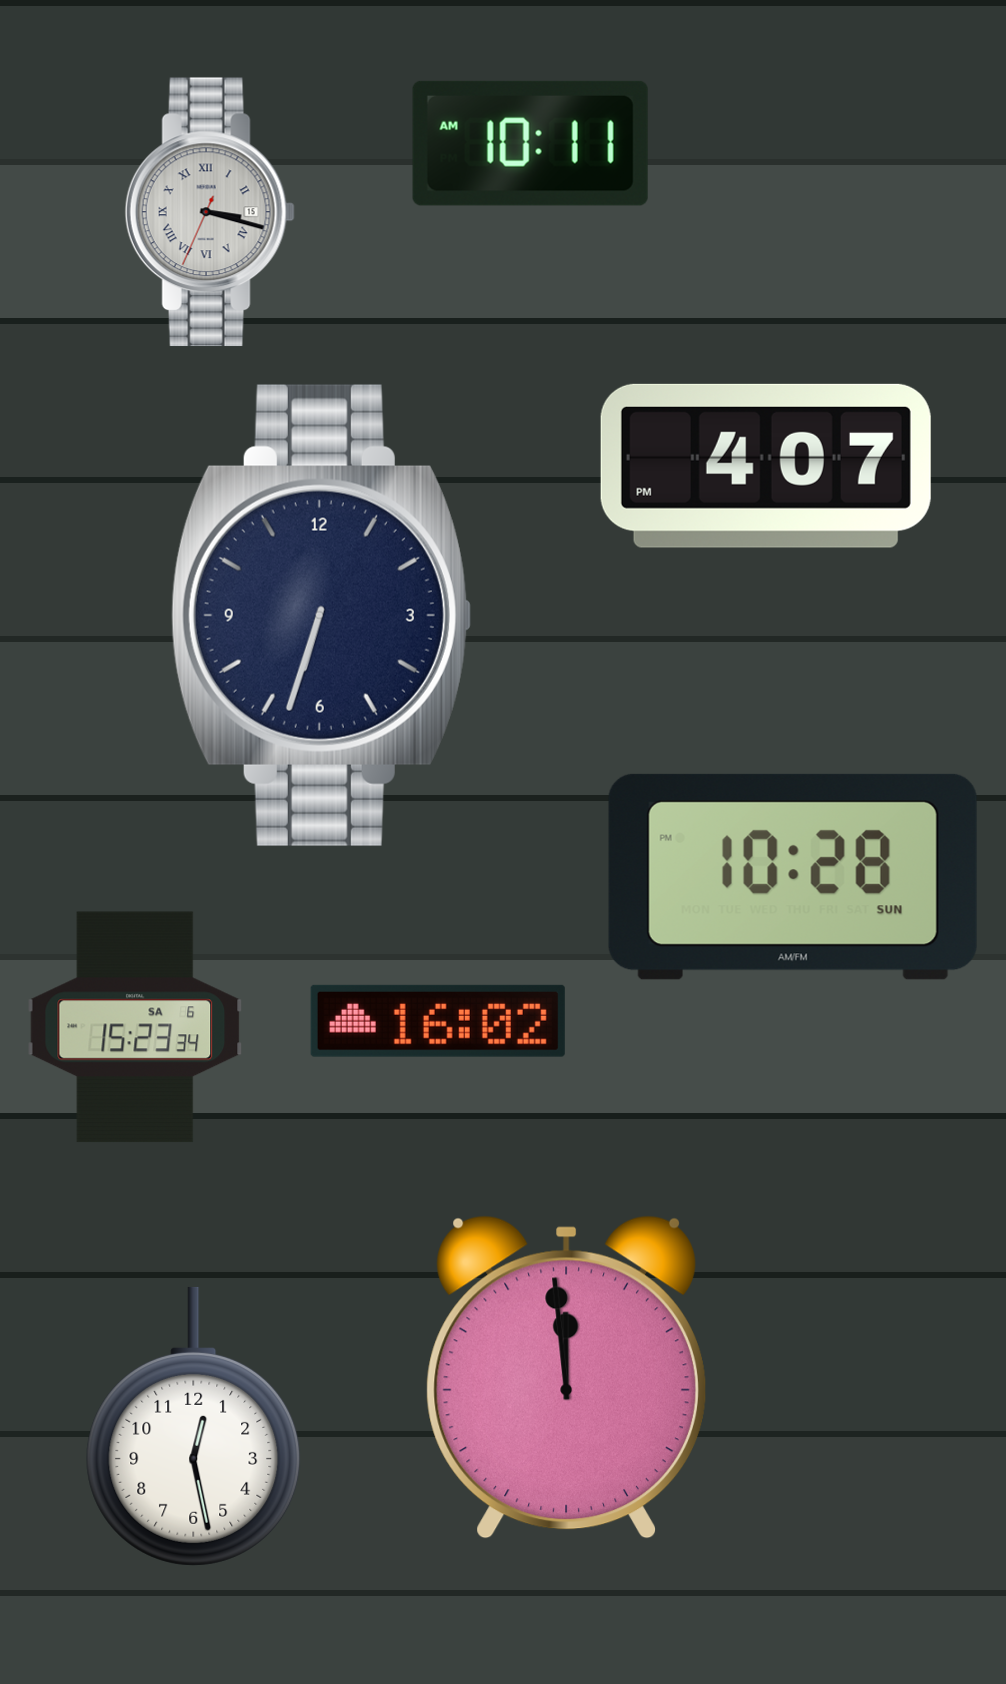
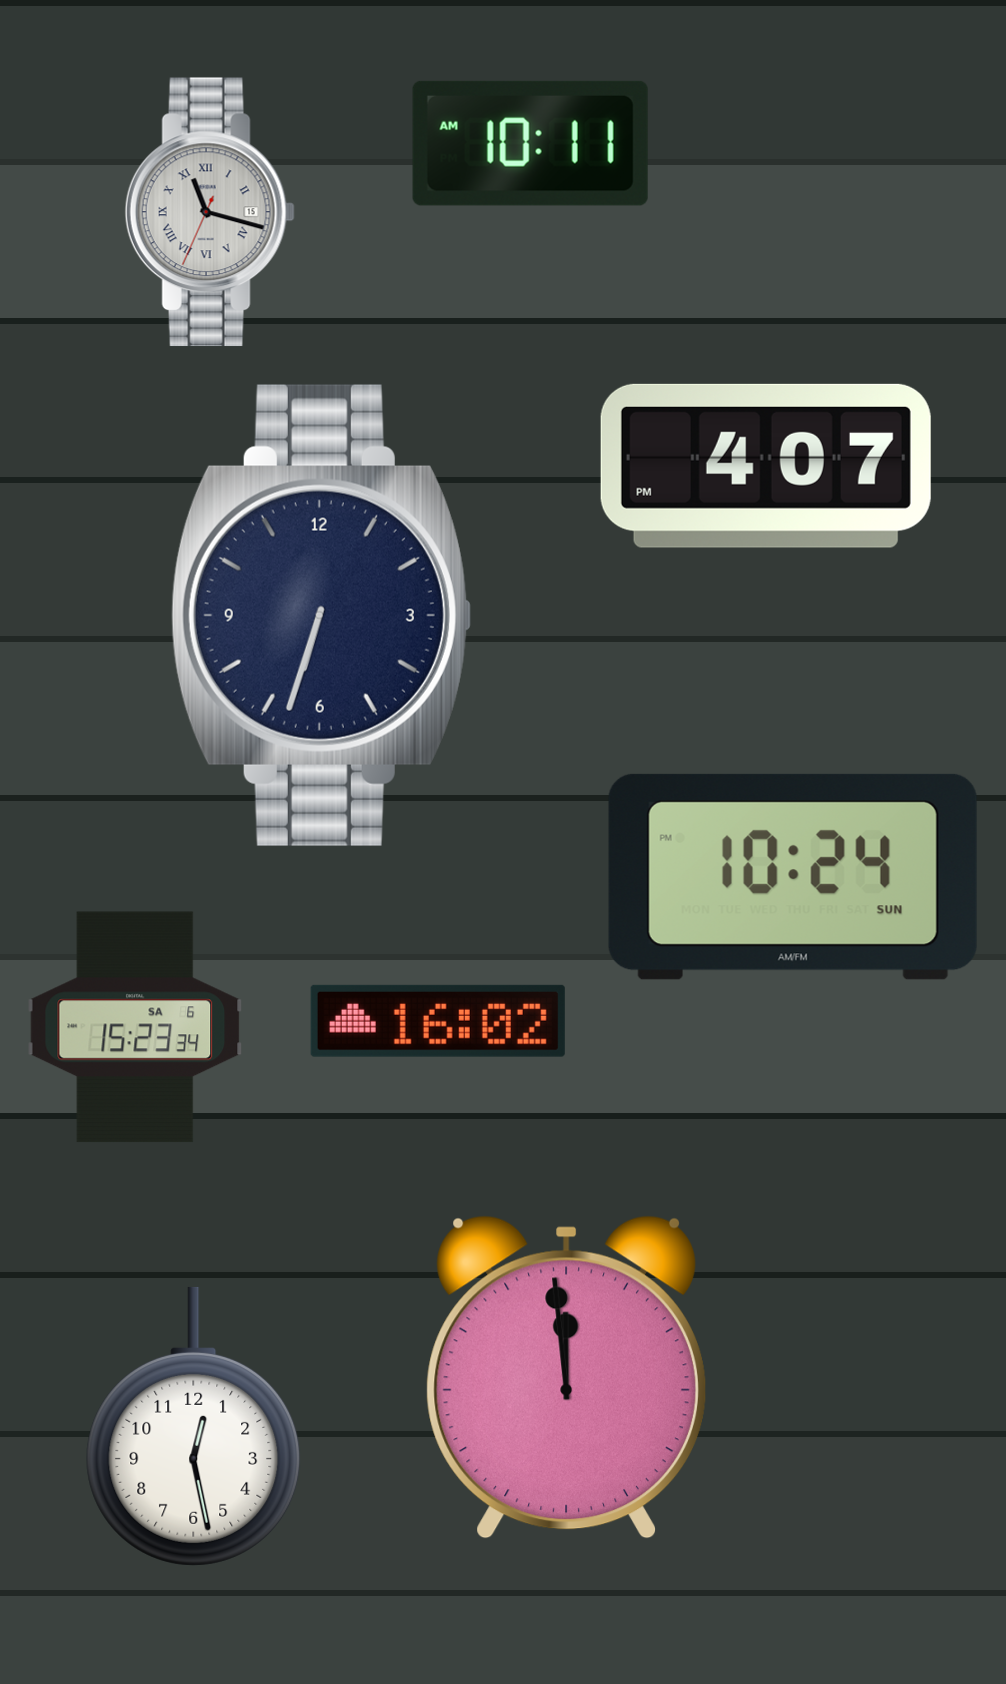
clock at (210, 212): 3:17 -> 11:17
clock at (793, 877): 10:28 -> 10:24
